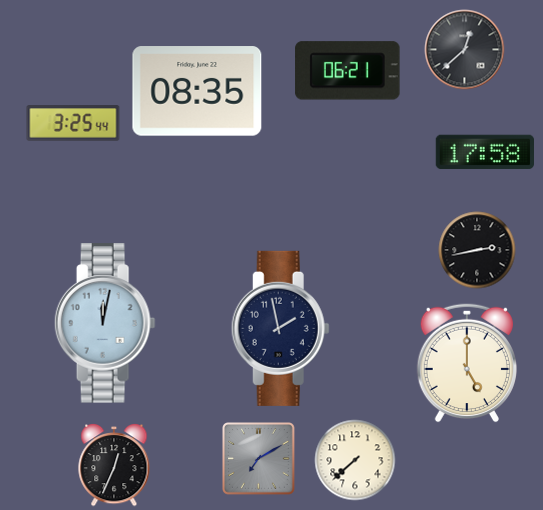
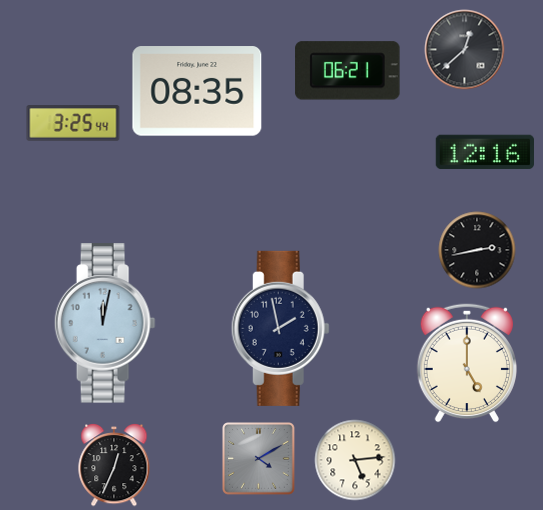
clock at (484, 152): 17:58 -> 12:16
clock at (259, 459): 7:10 -> 4:10
clock at (355, 460): 7:38 -> 5:14
